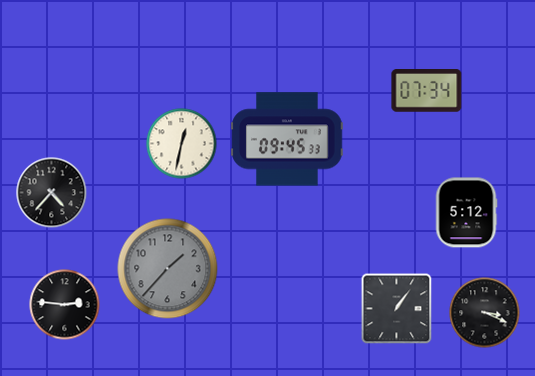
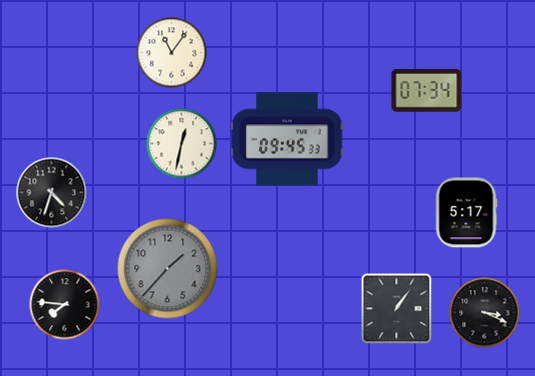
clock at (172, 53): none -> 11:06
clock at (52, 193): 4:37 -> 4:33
clock at (466, 213): 5:12 -> 5:17
clock at (65, 305): 2:46 -> 7:46
